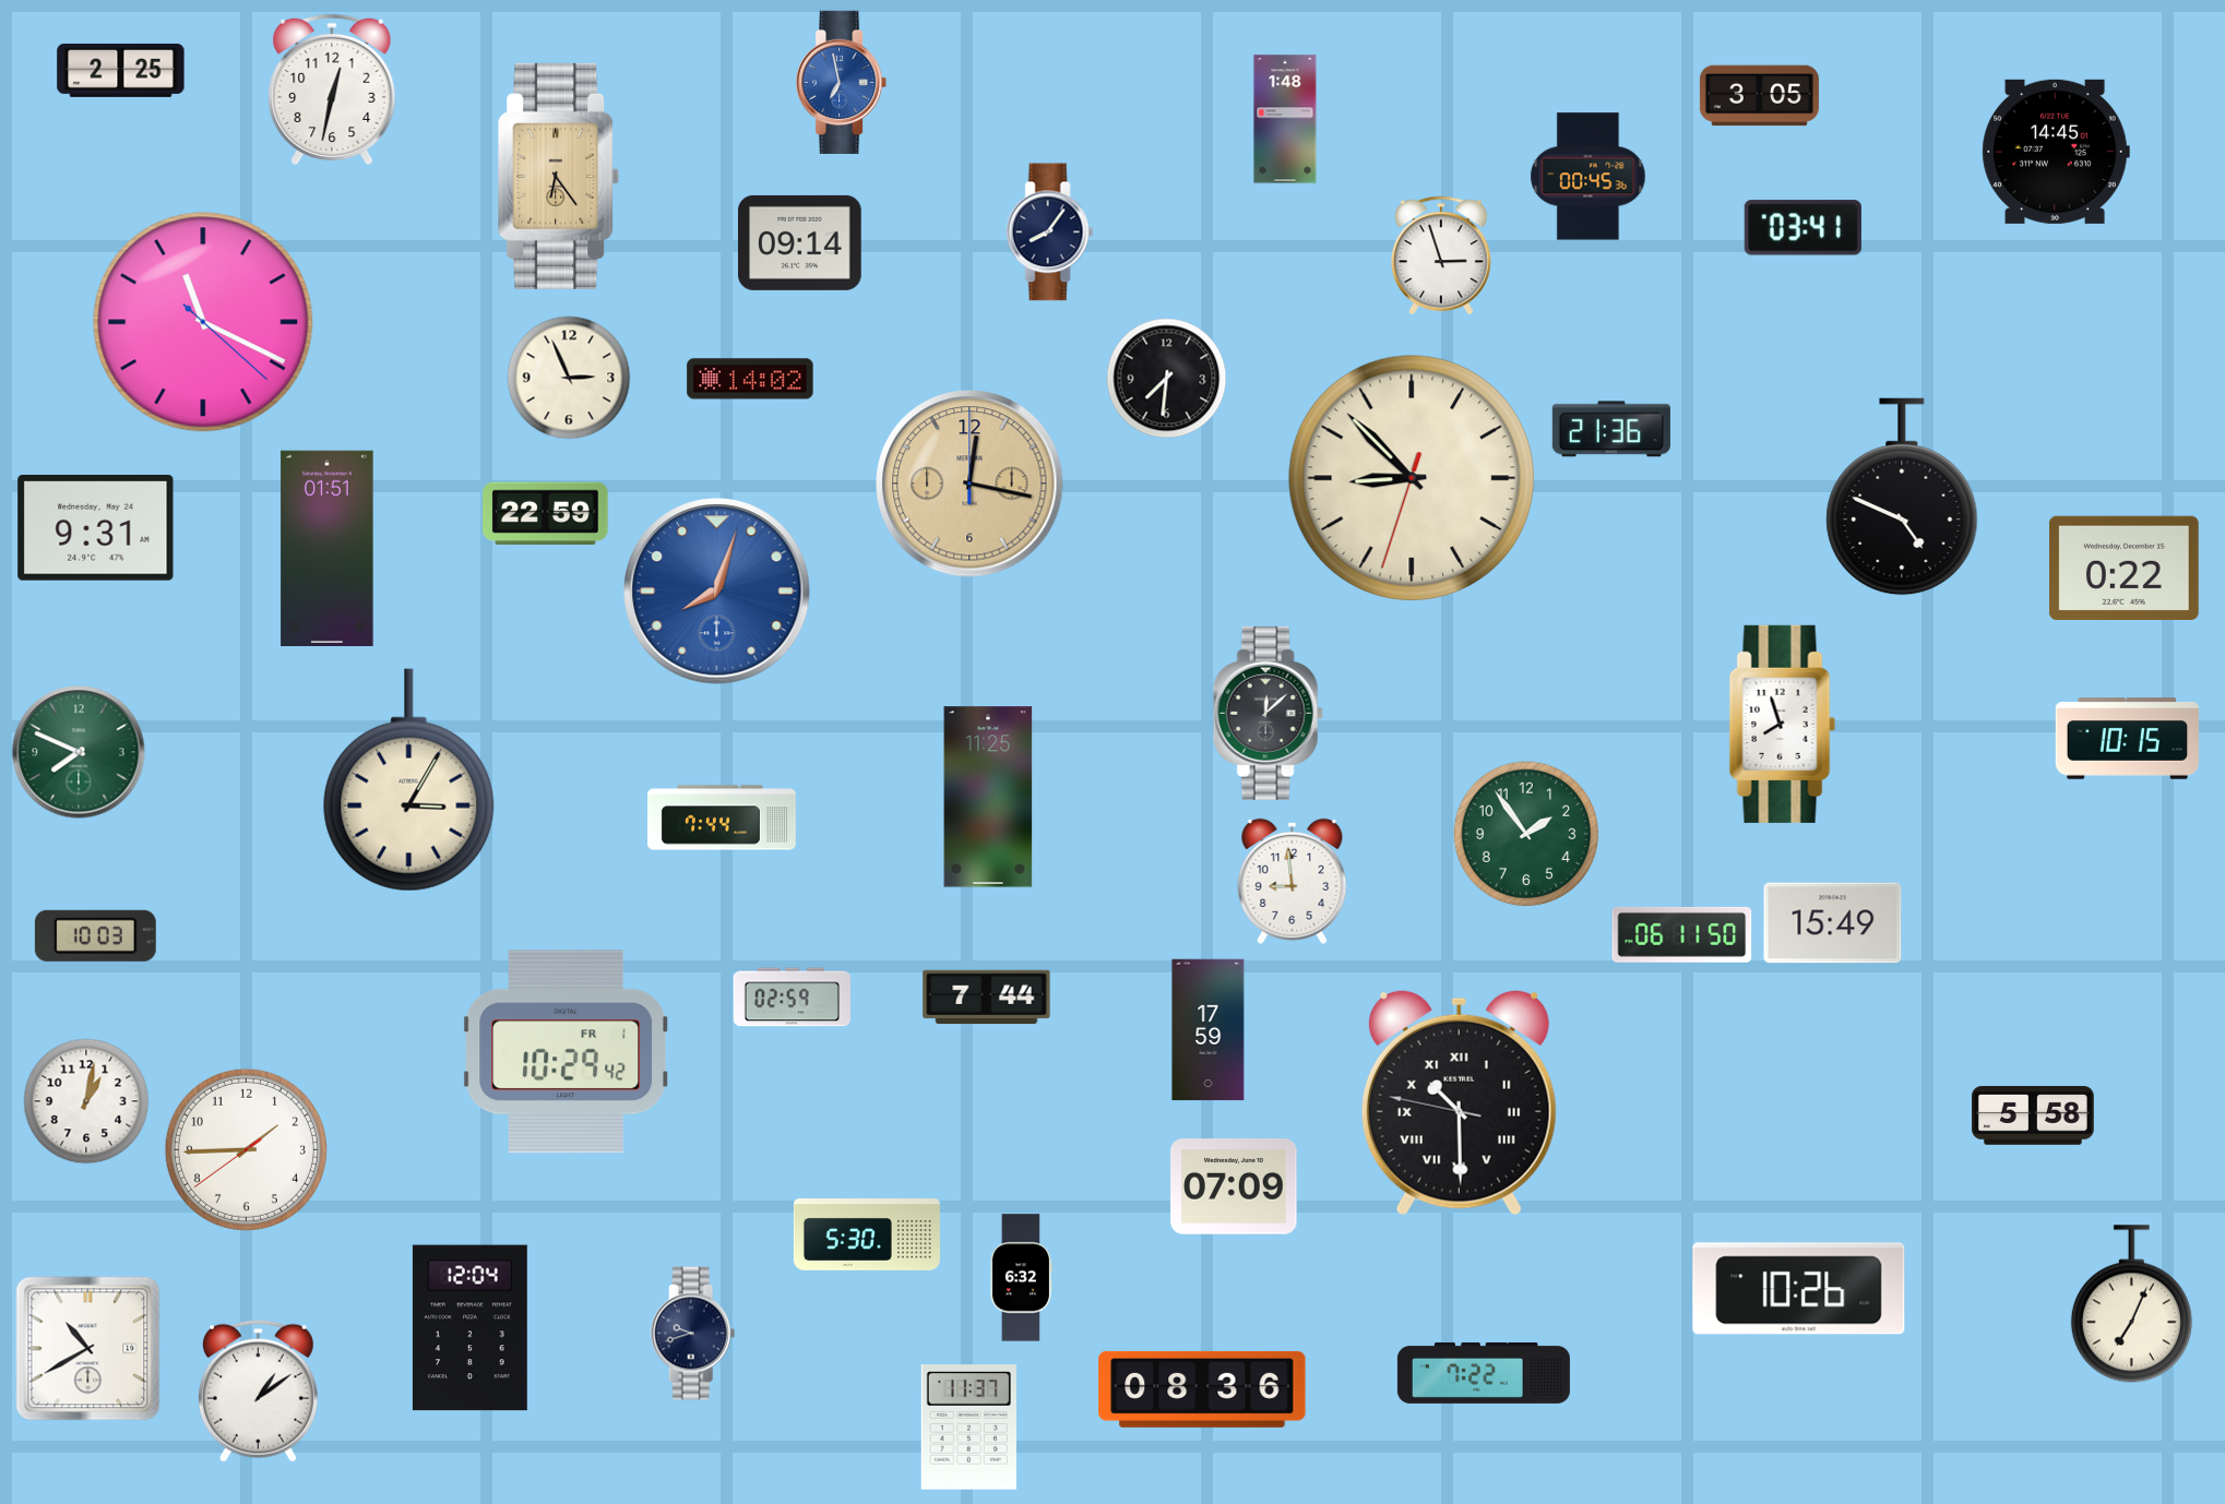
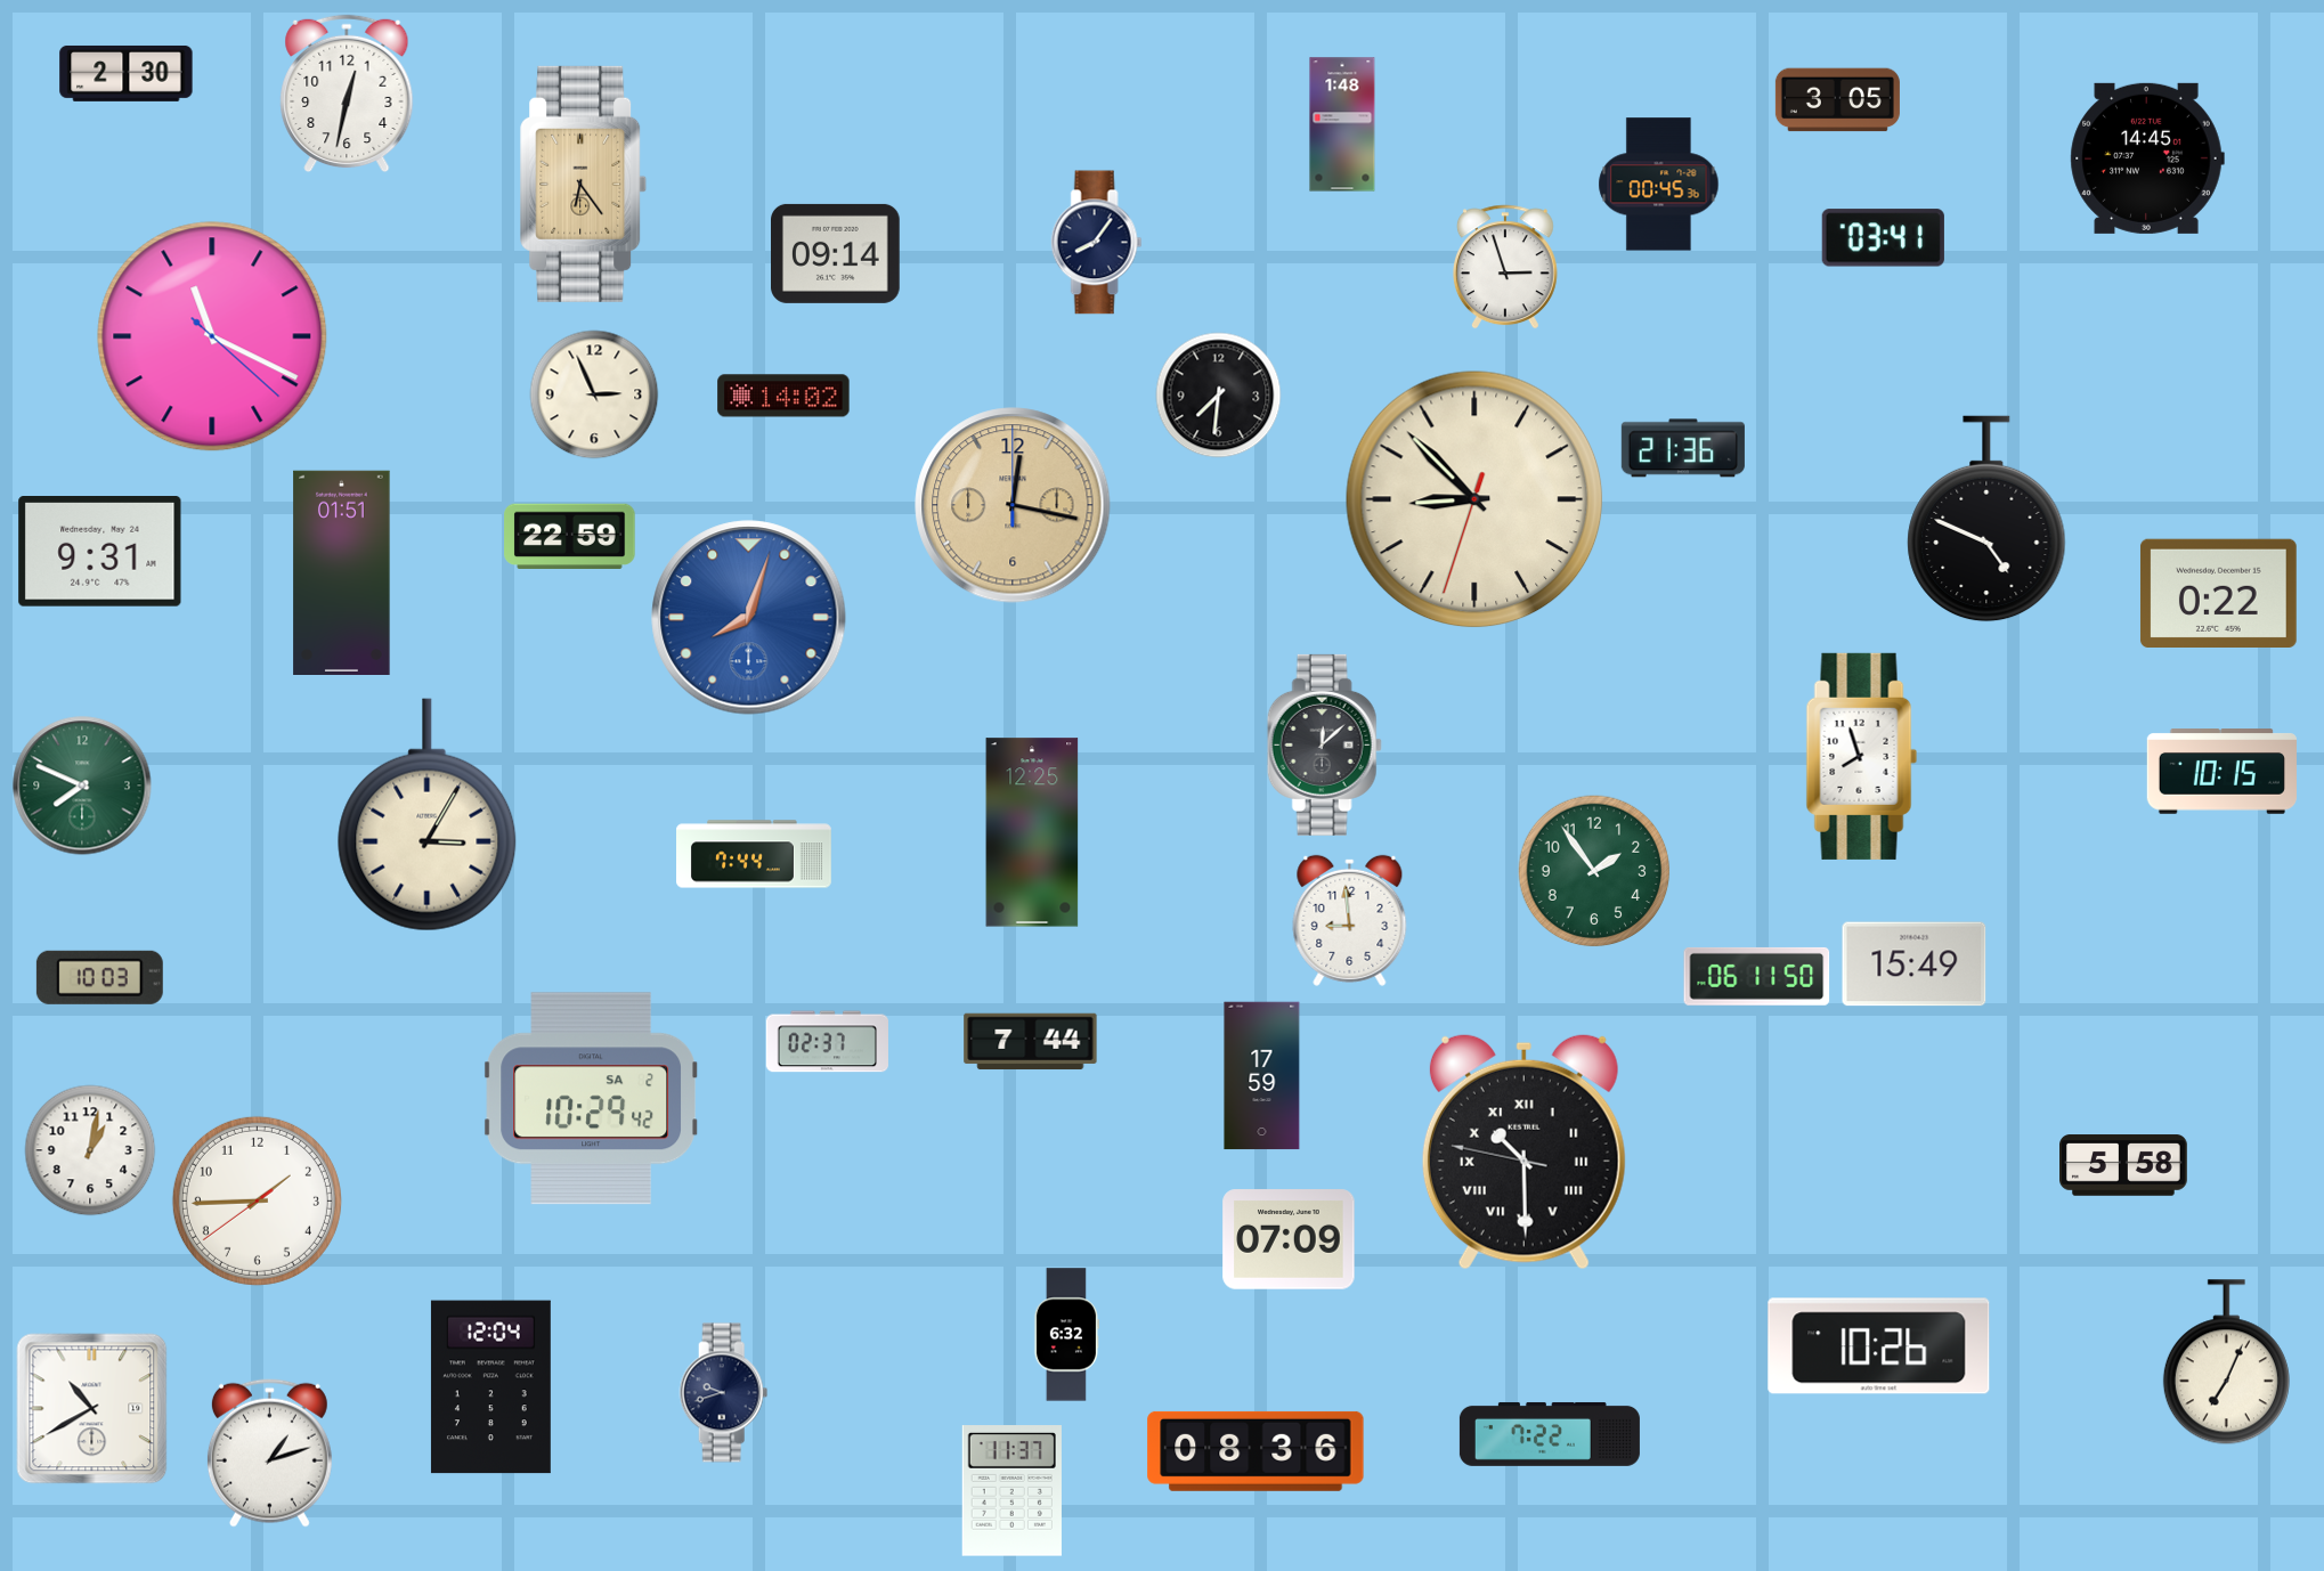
clock at (121, 70): 2:25 -> 2:30
clock at (843, 82): 6:58 -> none
clock at (988, 797): 11:25 -> 12:25
clock at (792, 998): 02:59 -> 02:37
clock at (566, 1052) date: FR 1 -> SA 2
clock at (867, 1236): 5:30 -> none
clock at (258, 1390): 1:09 -> 1:12
